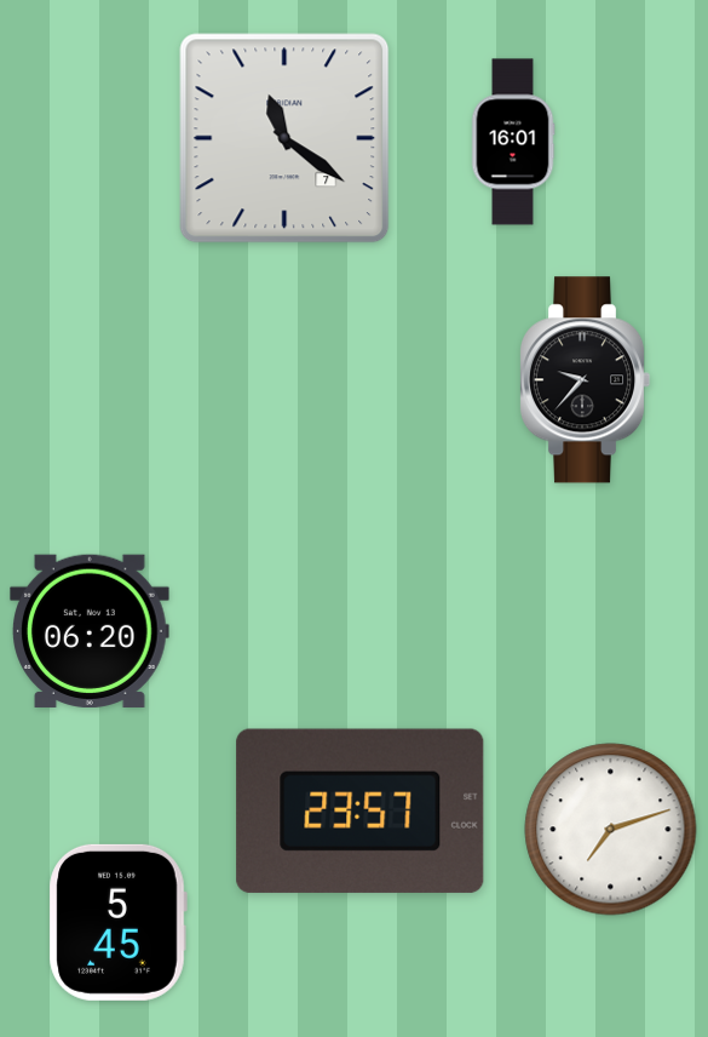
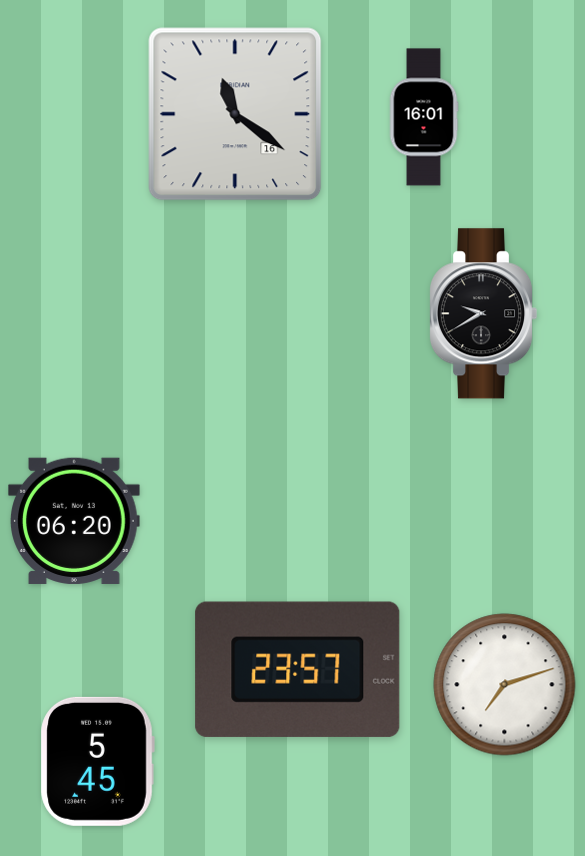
clock at (284, 138) date: 7 -> 16
clock at (585, 380): 9:37 -> 9:40
